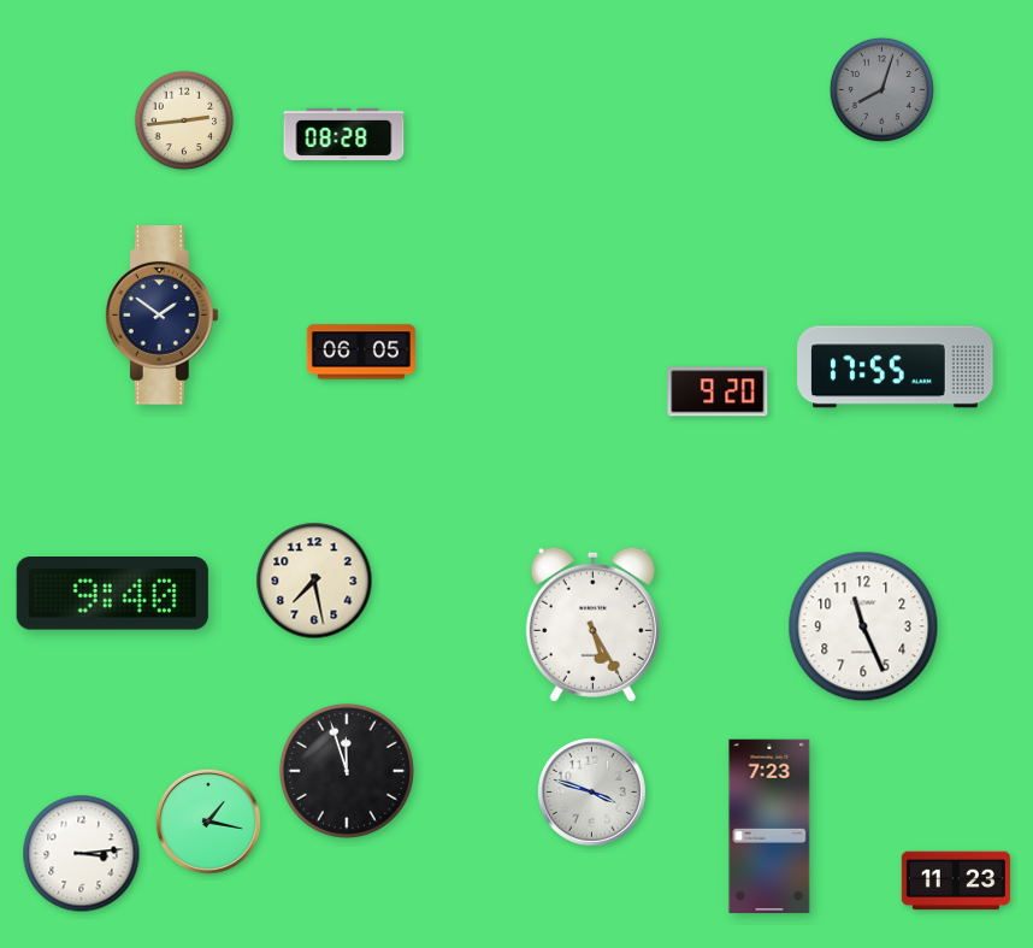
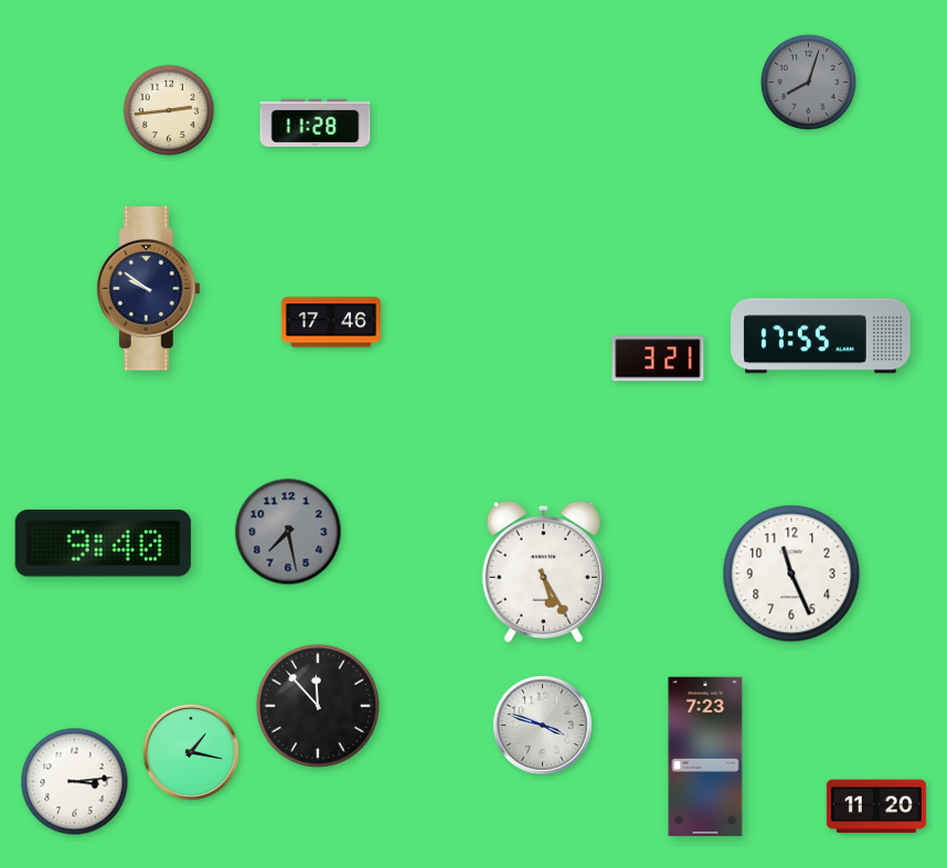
clock at (344, 134): 08:28 -> 11:28
clock at (161, 316): 1:51 -> 9:51
clock at (361, 352): 06:05 -> 17:46
clock at (718, 391): 9:20 -> 3:21
clock at (314, 581) dial: cream -> grey
clock at (347, 771): 11:57 -> 11:53
clock at (956, 881): 11:23 -> 11:20
